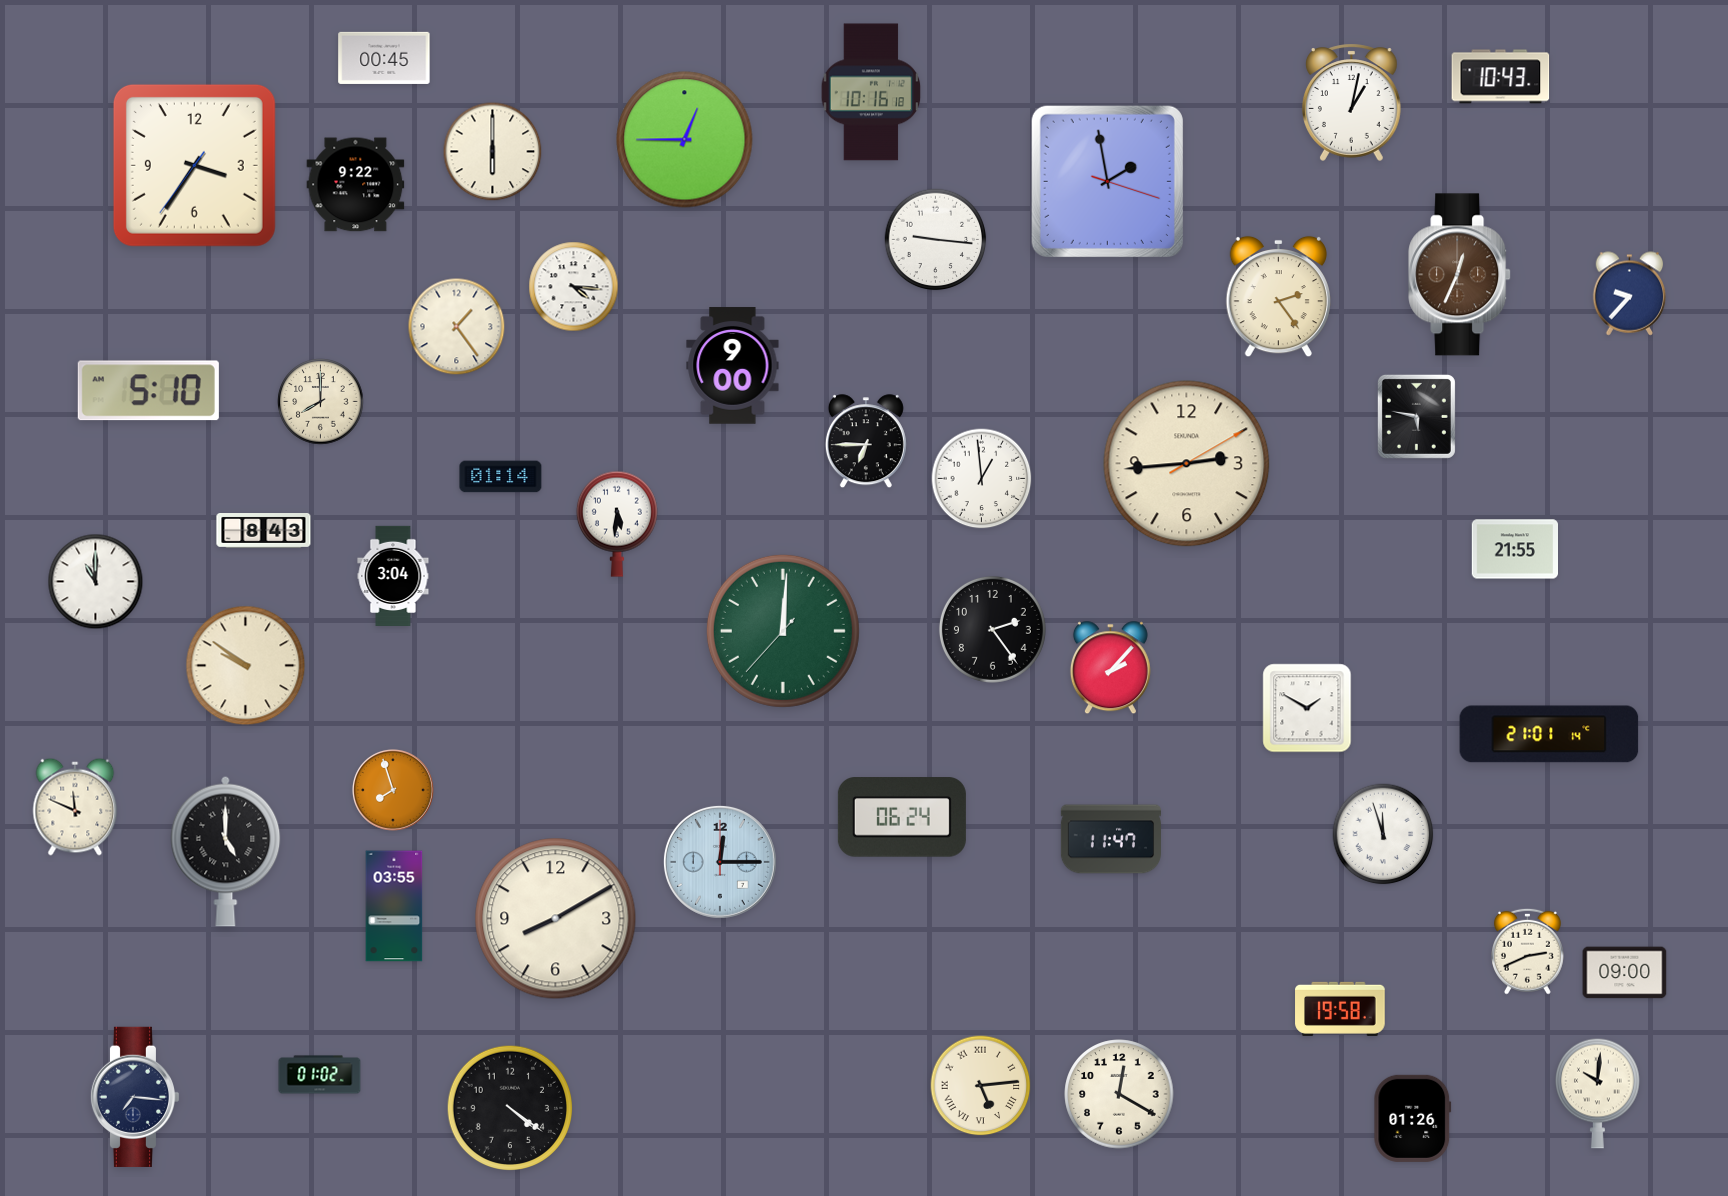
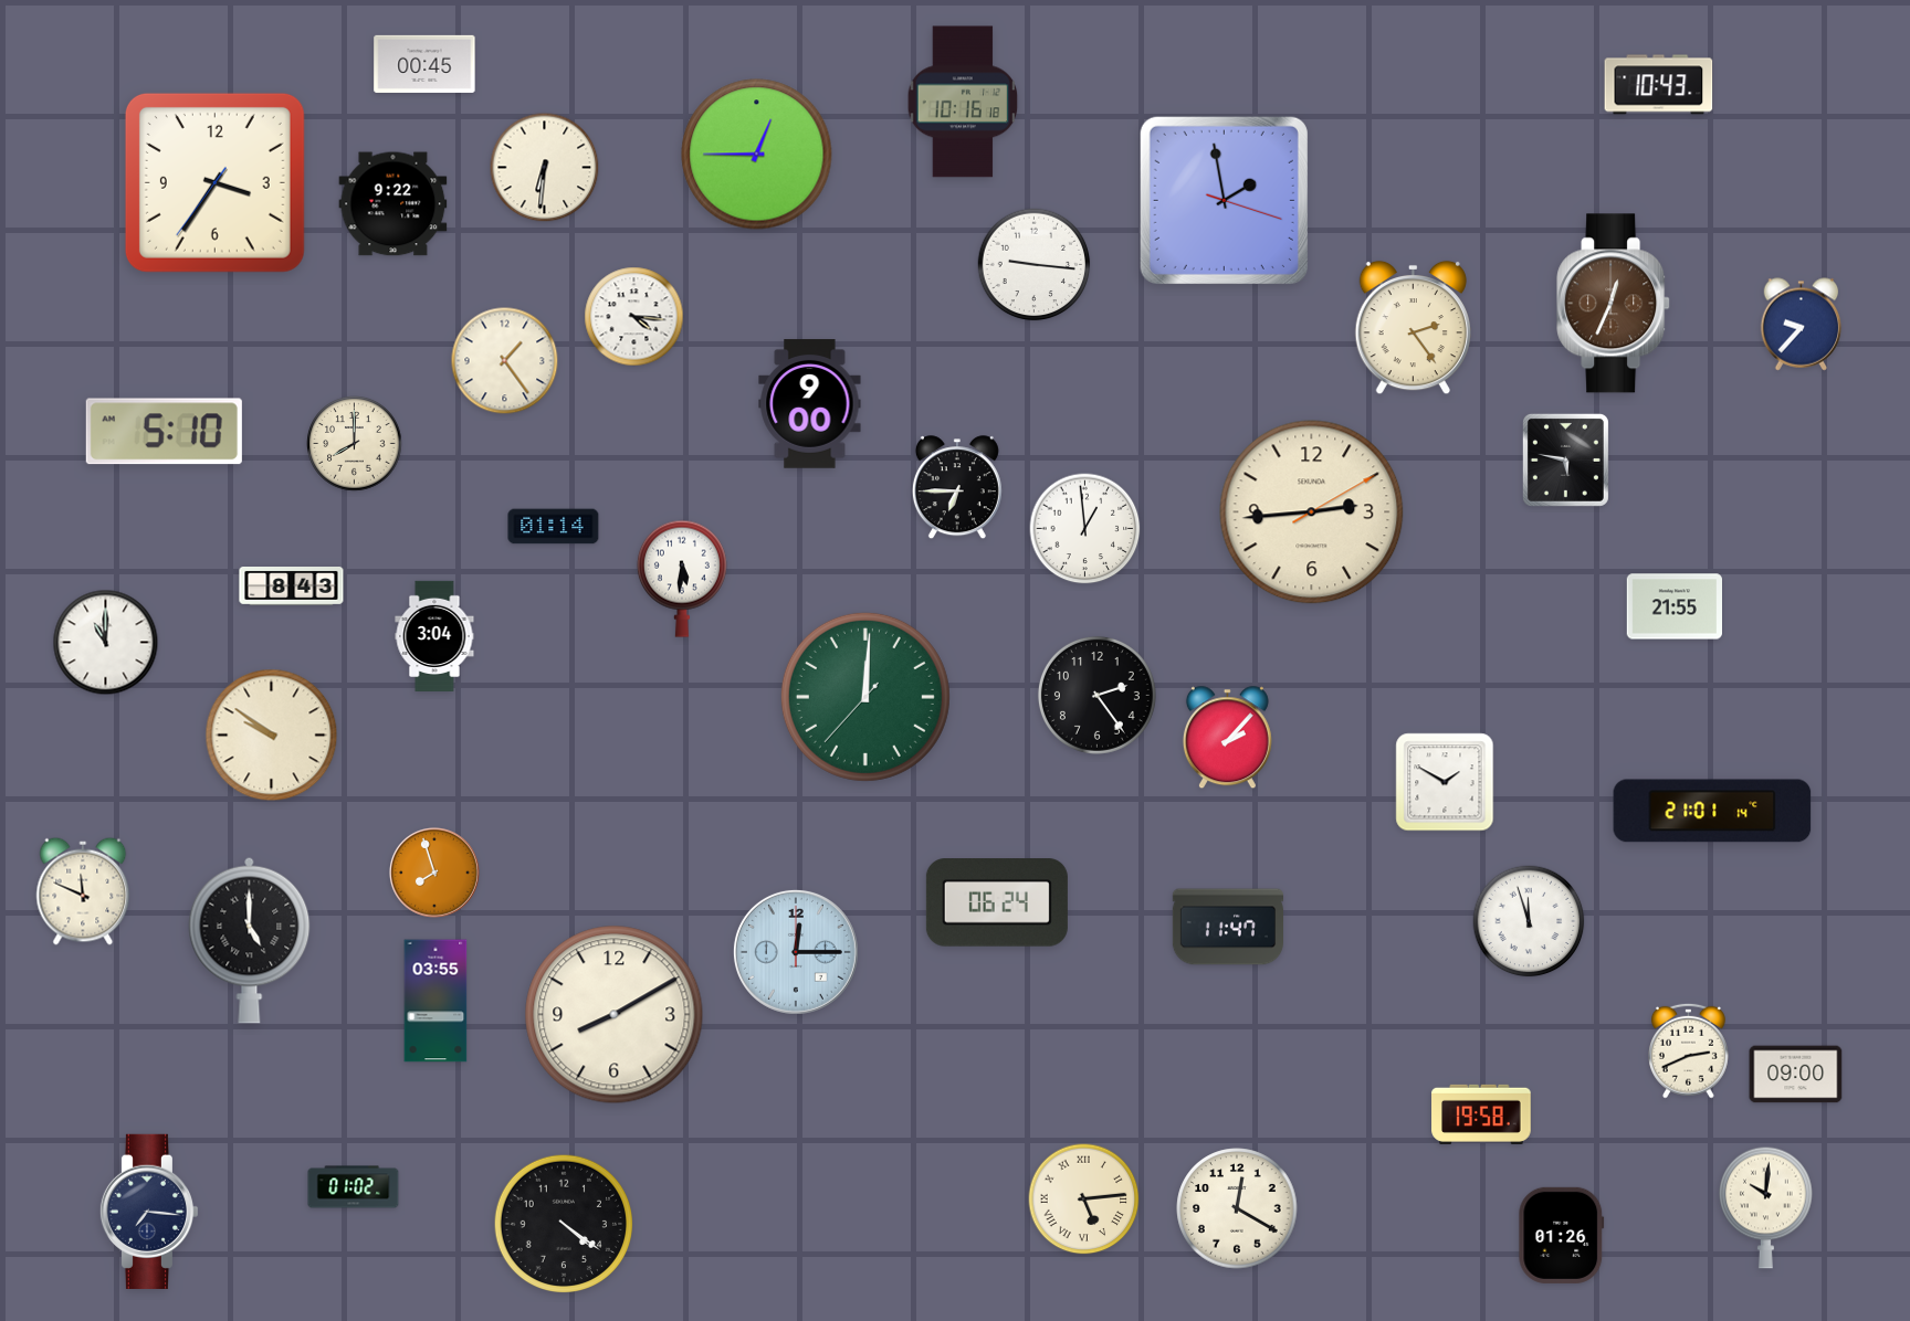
clock at (1351, 102): 1:02 -> none
clock at (493, 152): 6:00 -> 6:31
